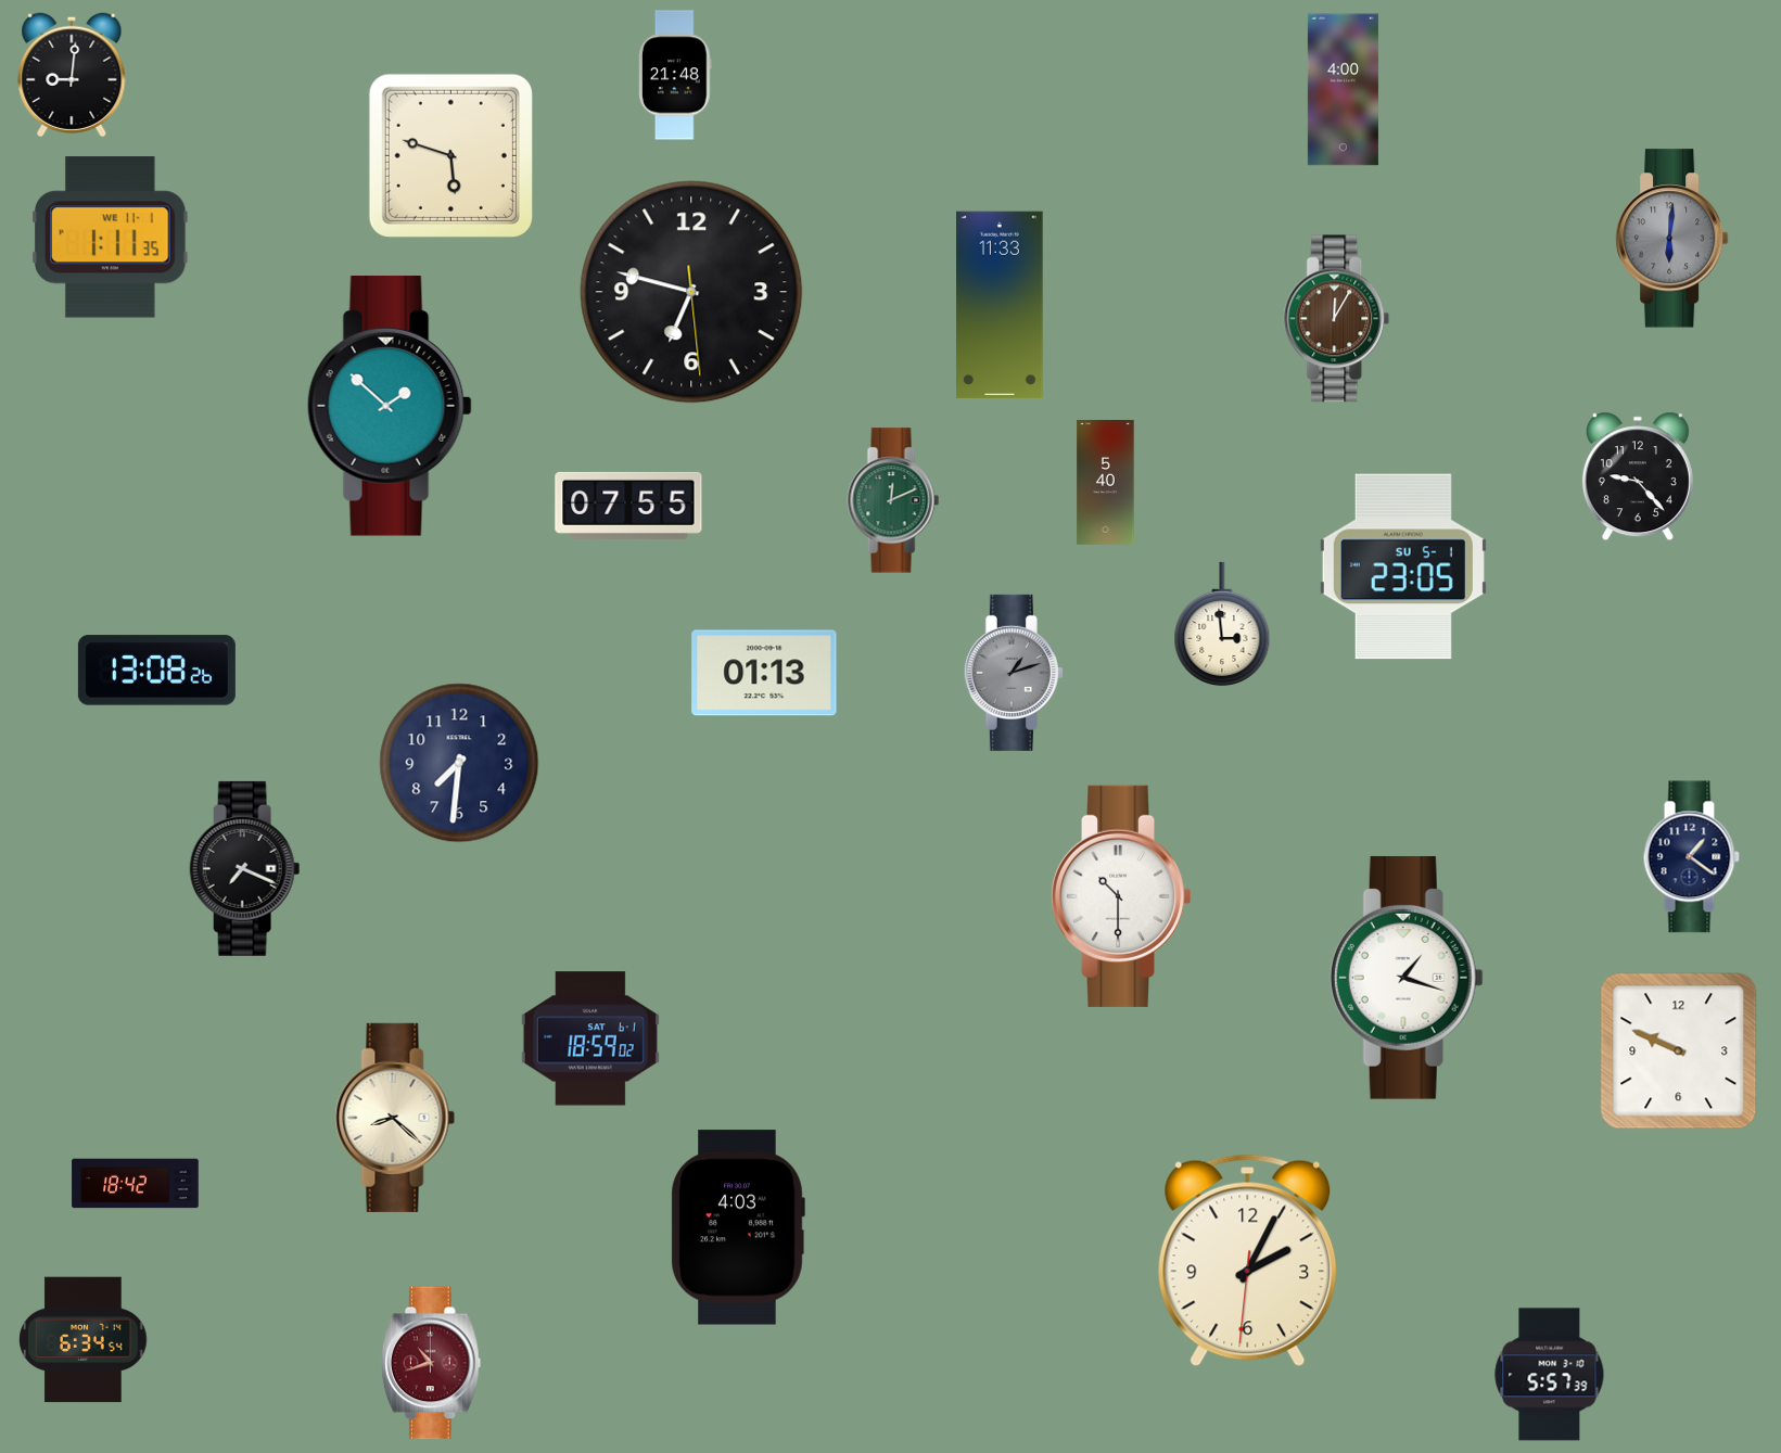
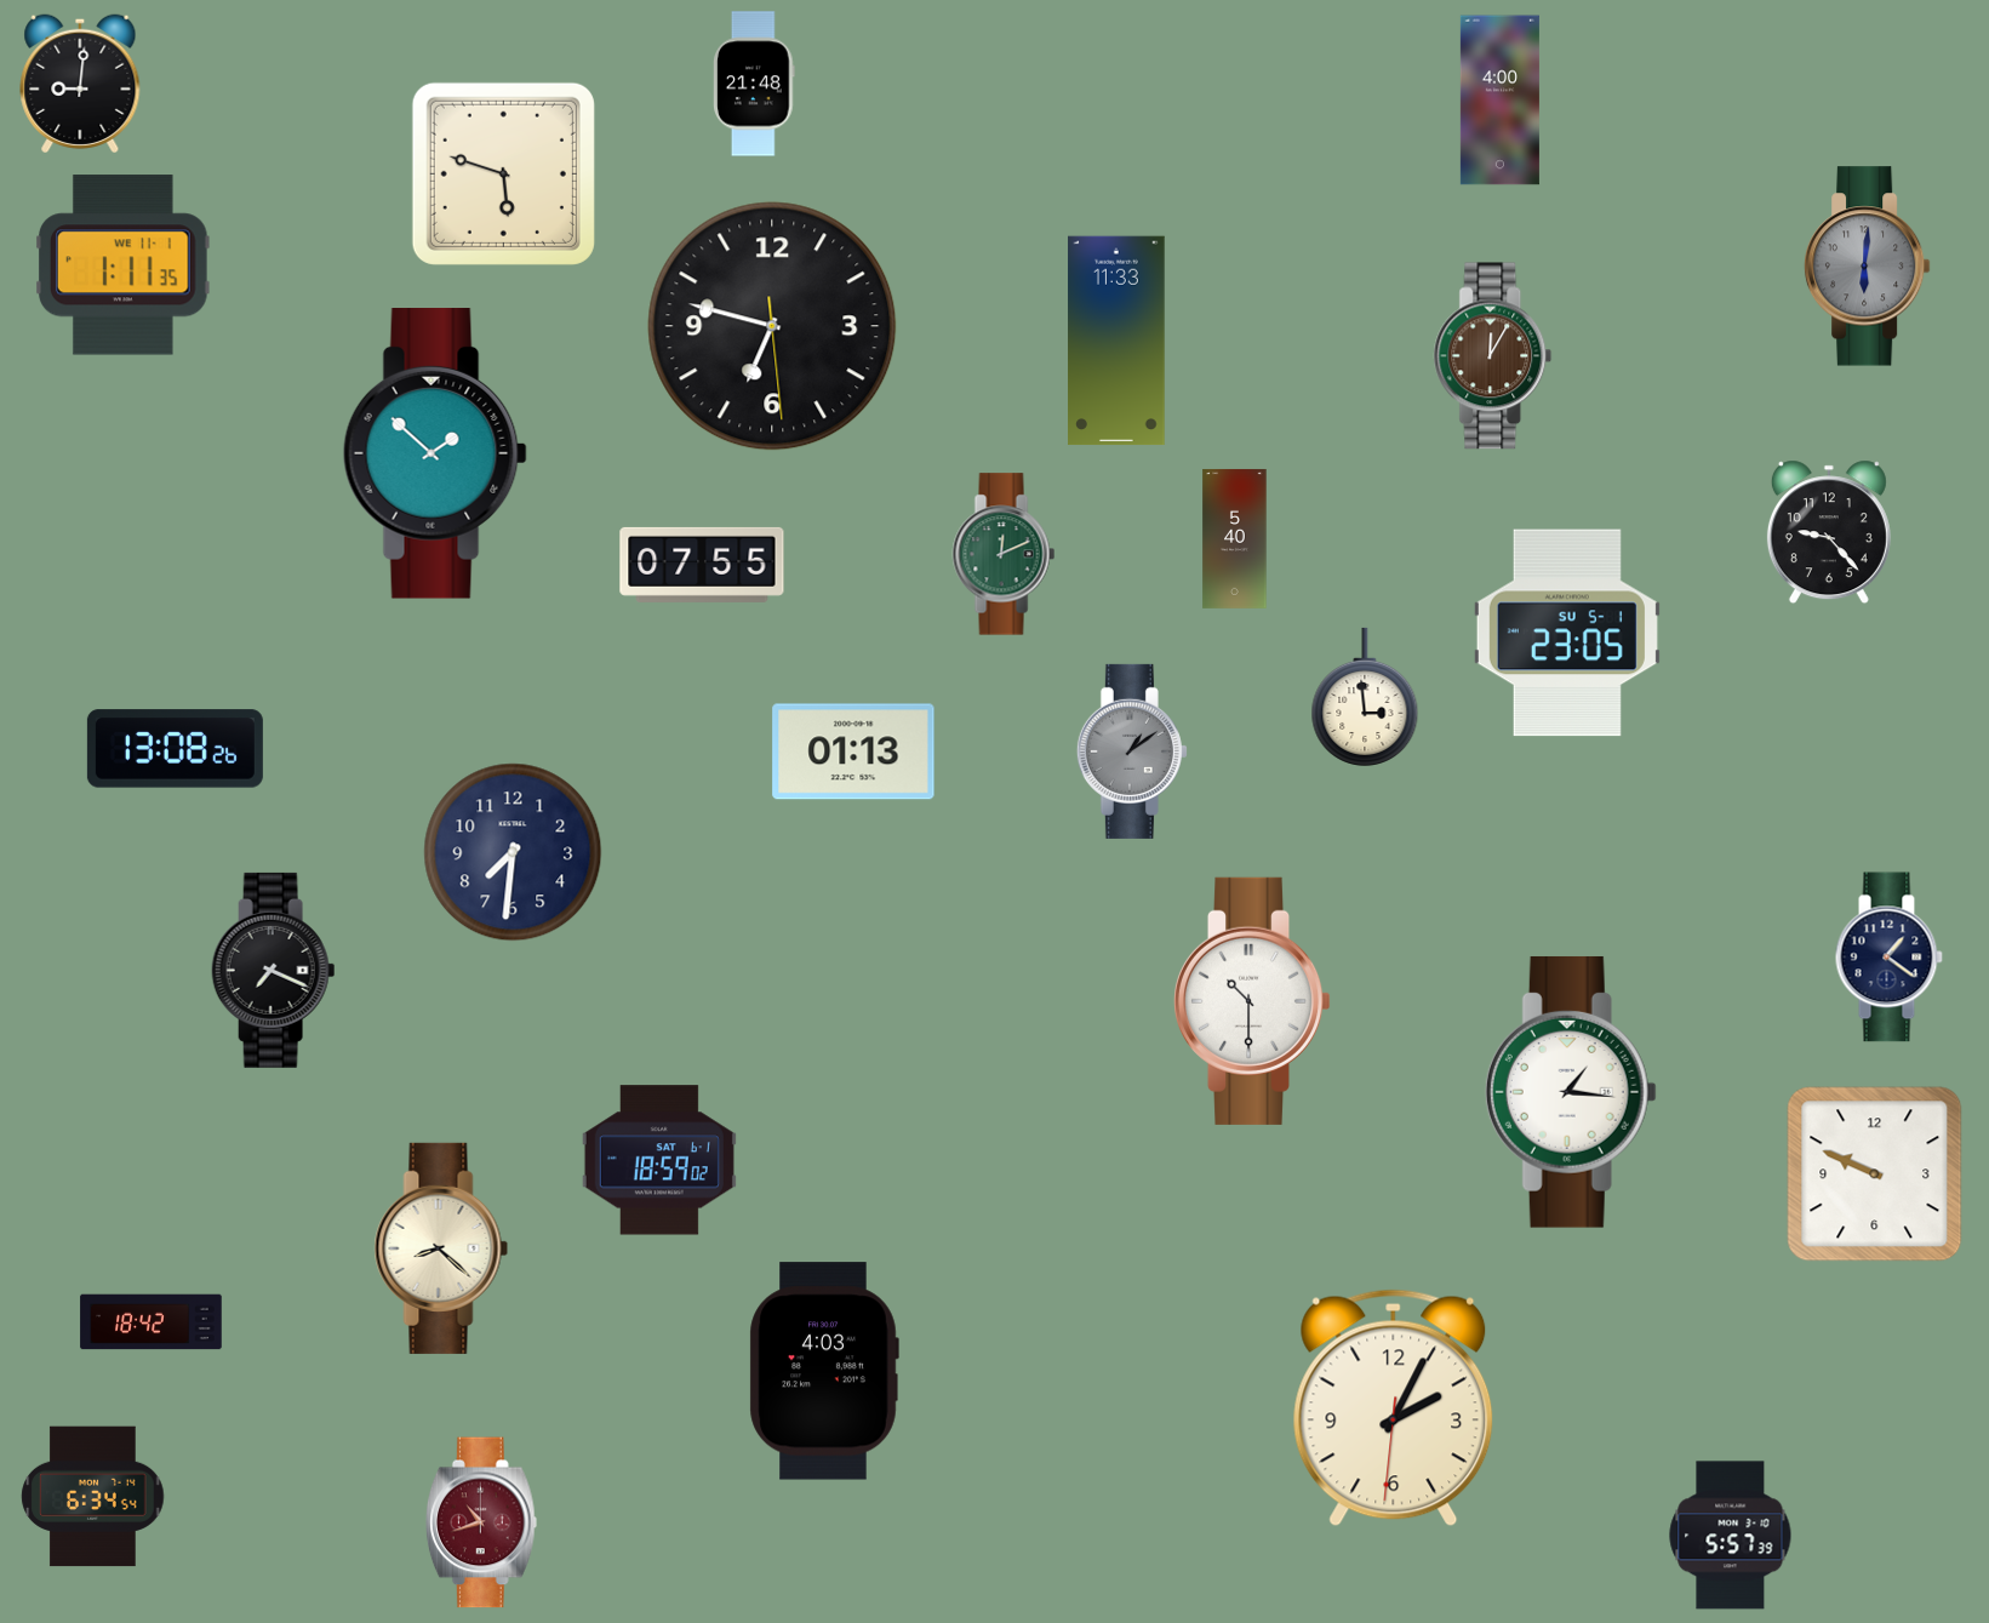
clock at (893, 500) position: (893, 500) -> (1004, 554)
clock at (1014, 673): 1:12 -> 1:09
clock at (1407, 978): 1:18 -> 1:16
